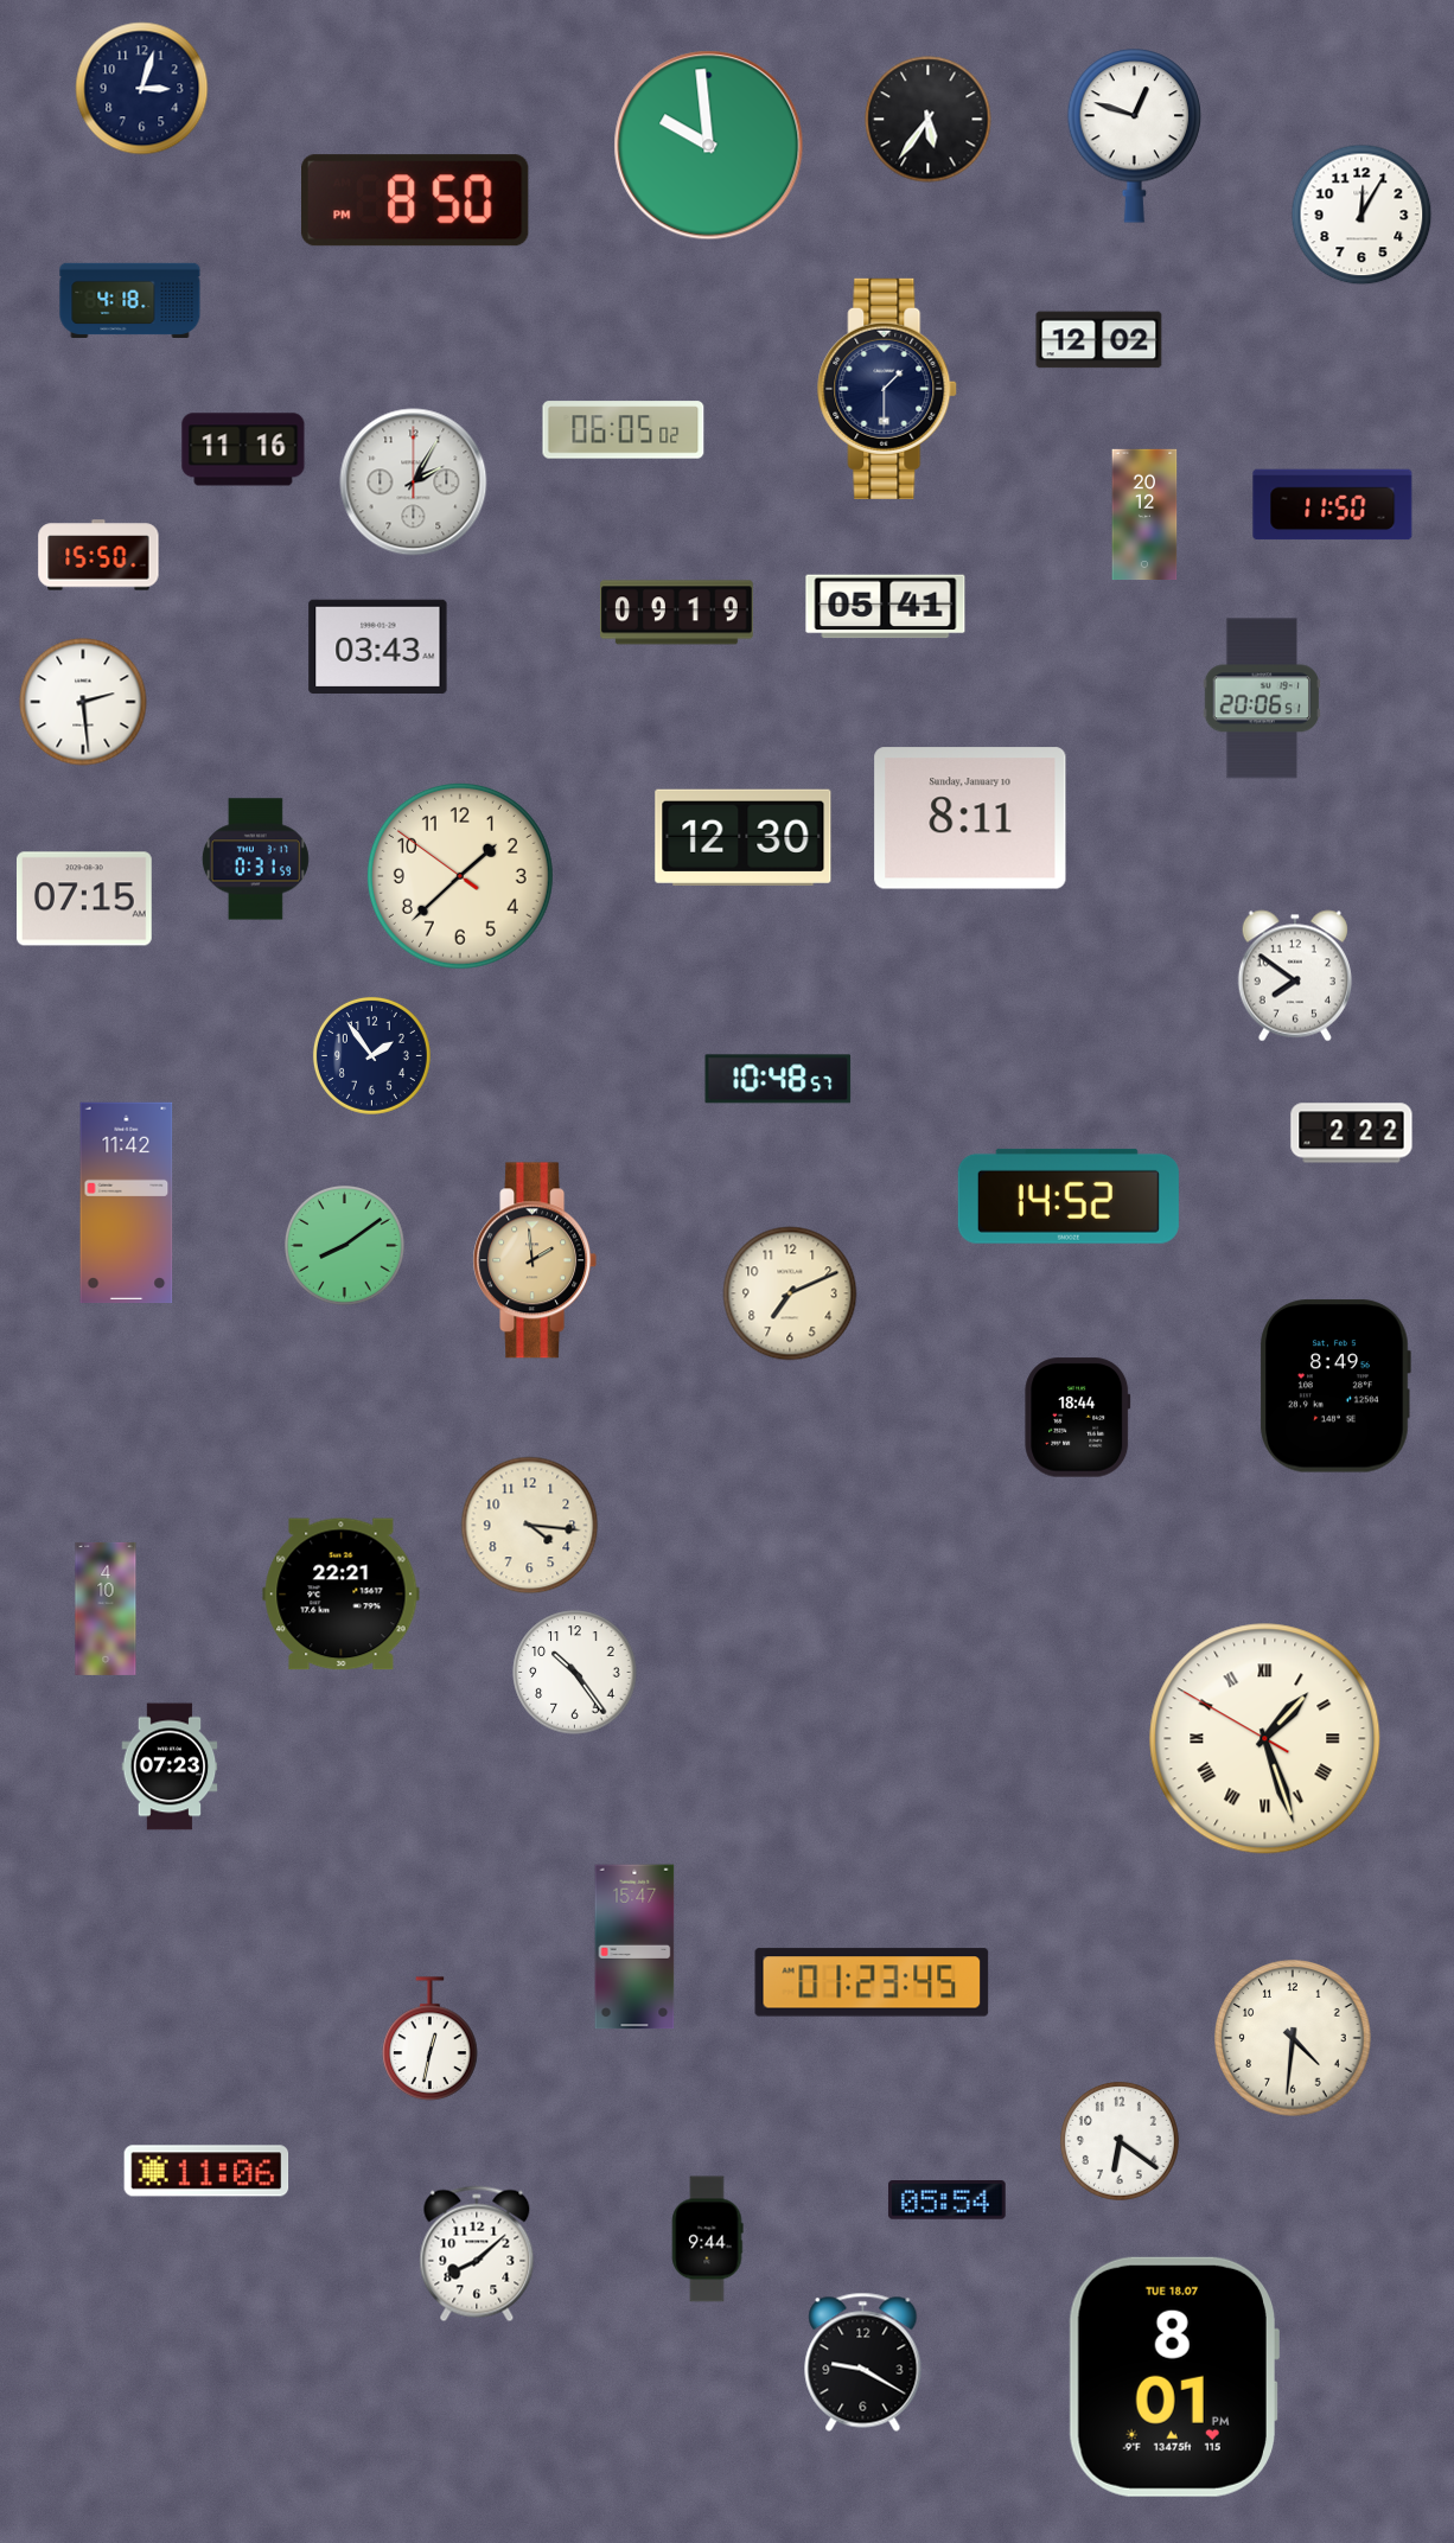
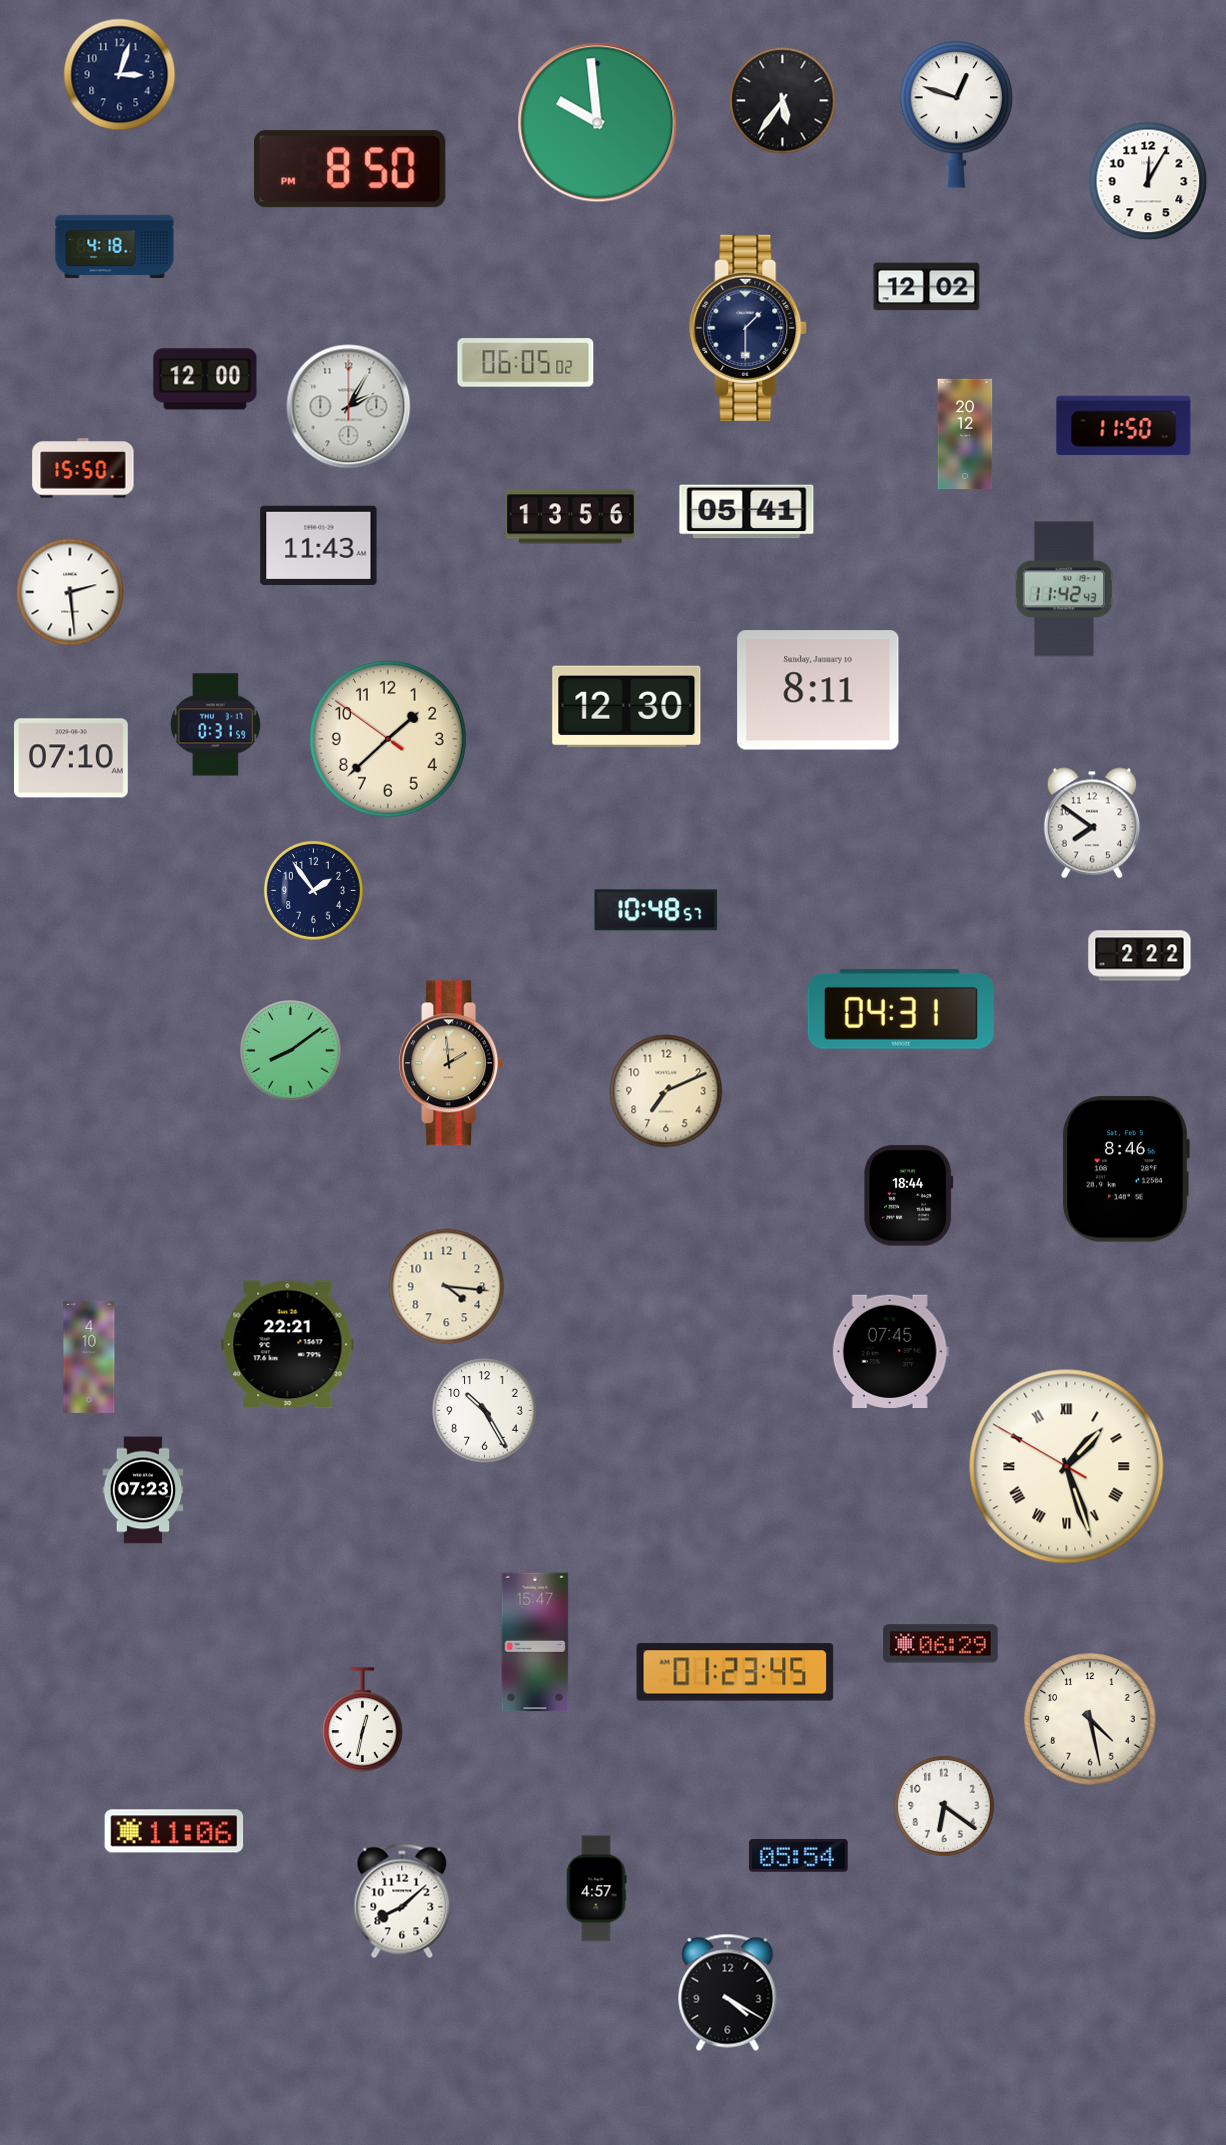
clock at (130, 300) position: (130, 300) -> (115, 246)
clock at (243, 449): 11:16 -> 12:00
clock at (677, 613): 09:19 -> 13:56
clock at (378, 646): 03:43 -> 11:43
clock at (1261, 698): 20:06 -> 11:42
clock at (85, 899): 07:15 -> 07:10
clock at (1069, 1196): 14:52 -> 04:31
clock at (127, 1203): 11:42 -> none
clock at (1335, 1386): 8:49 -> 8:46
clock at (890, 1351): none -> 07:45
clock at (575, 1673): 10:24 -> 10:25
clock at (941, 1644): none -> 06:29
clock at (1293, 2038): 4:31 -> 4:28
clock at (708, 2239): 9:44 -> 4:57
clock at (863, 2362): 9:20 -> 4:20
clock at (1173, 2377): 8:01 -> none
